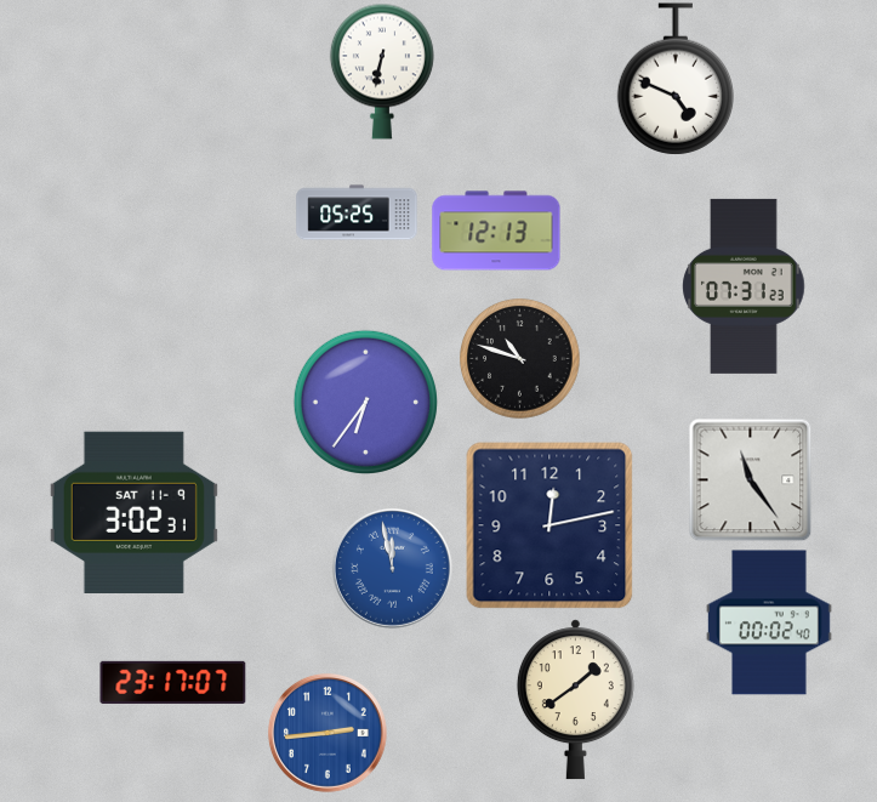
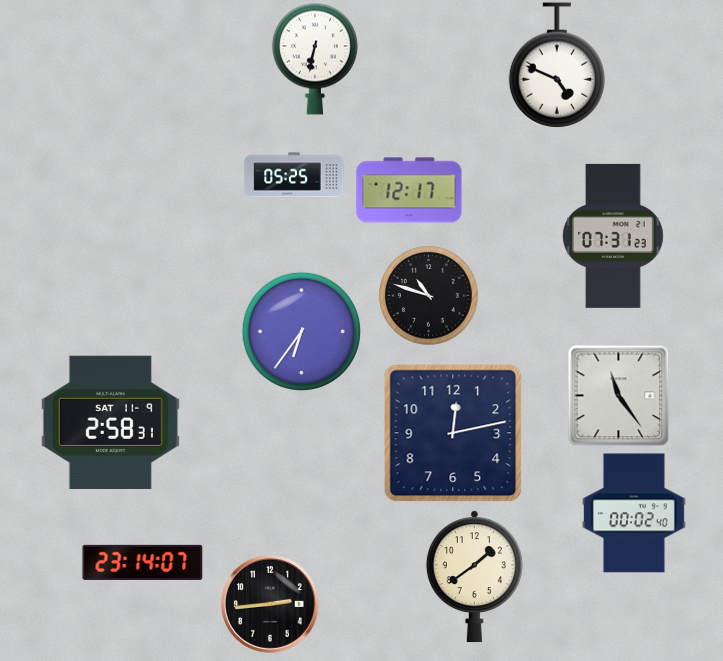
clock at (496, 231): 12:13 -> 12:17
clock at (133, 512): 3:02 -> 2:58
clock at (392, 568): 11:58 -> none
clock at (173, 682): 23:17 -> 23:14
clock at (328, 733) dial: blue -> black
